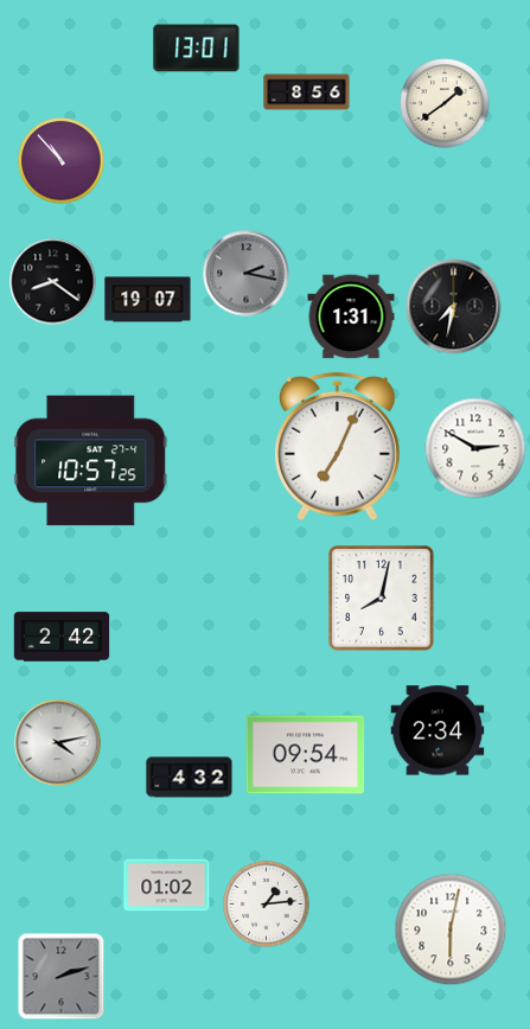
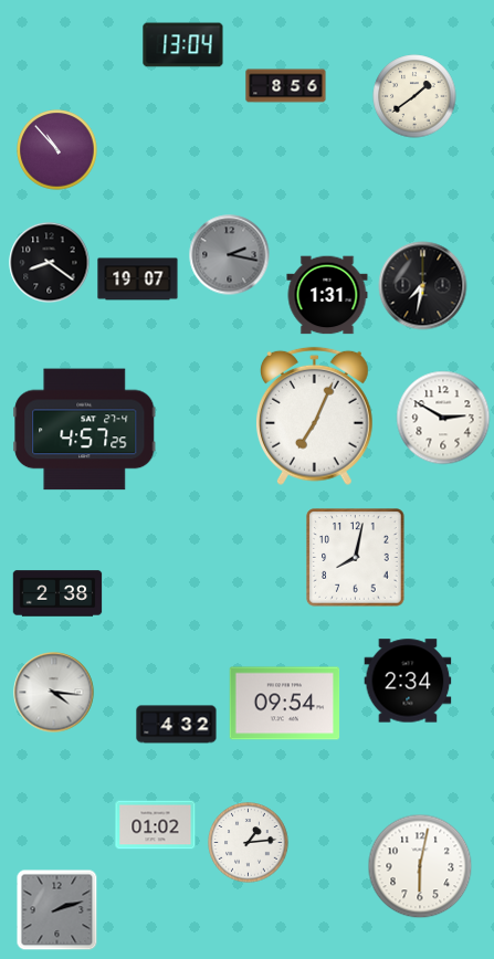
clock at (197, 49): 13:01 -> 13:04
clock at (91, 461): 10:57 -> 4:57
clock at (62, 637): 2:42 -> 2:38
clock at (58, 743): 4:13 -> 4:16
